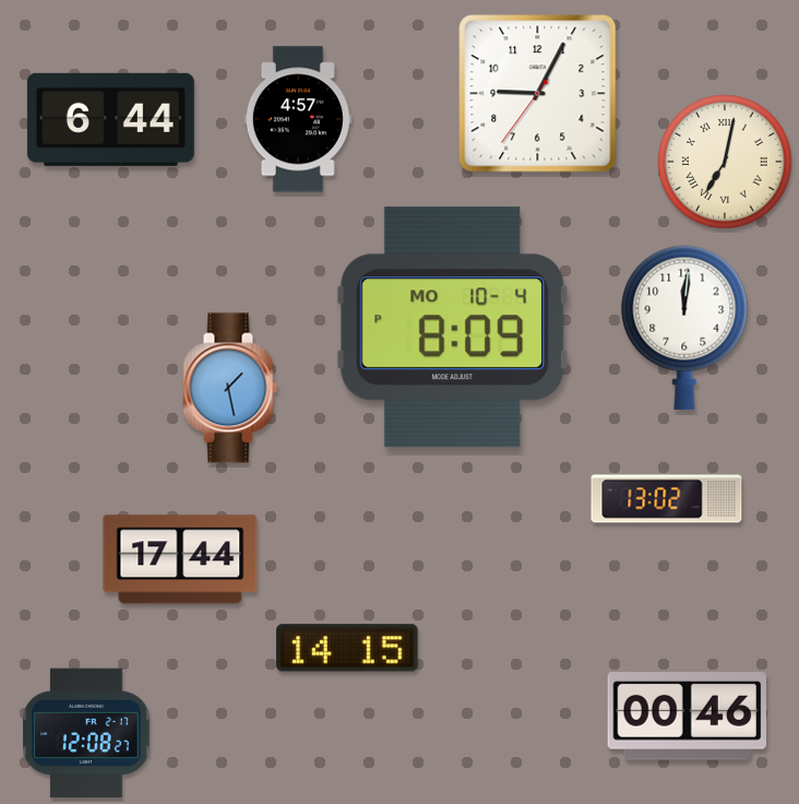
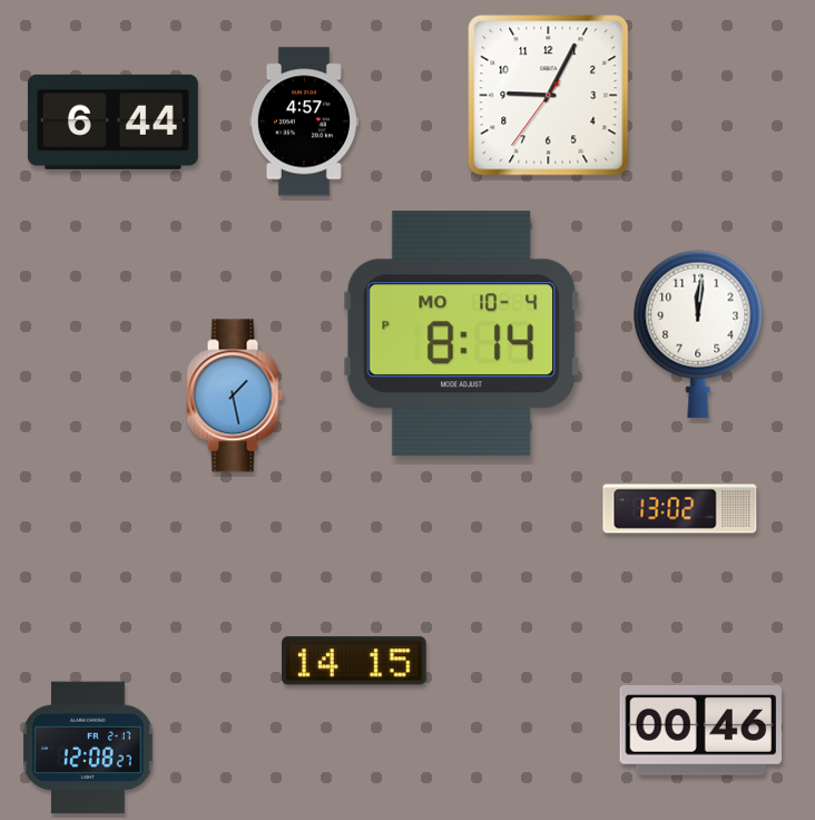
clock at (725, 162): 7:02 -> none
clock at (452, 328): 8:09 -> 8:14
clock at (180, 559): 17:44 -> none
